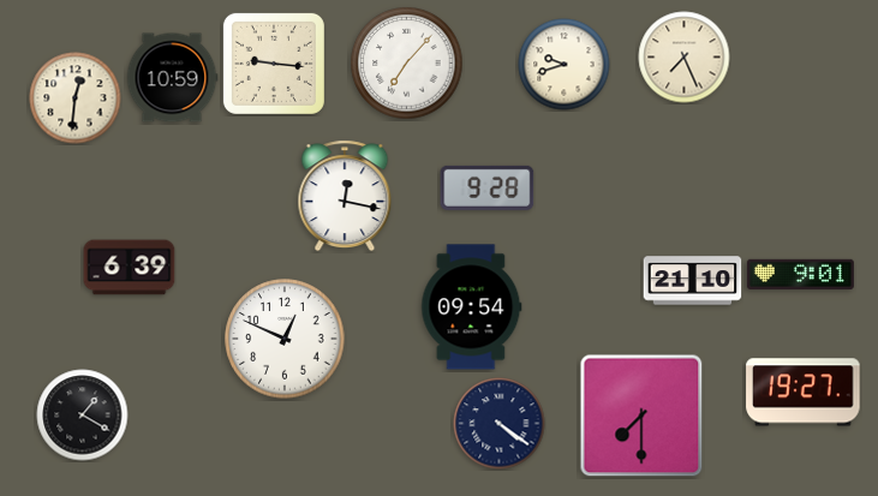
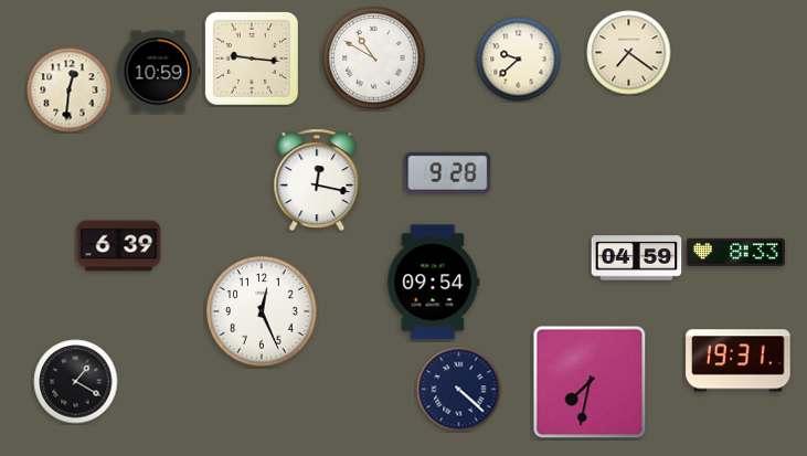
clock at (685, 58): 7:26 -> 7:21
clock at (407, 64): 7:07 -> 10:50
clock at (565, 65): 9:42 -> 9:38
clock at (800, 274): 9:01 -> 8:33
clock at (693, 281): 21:10 -> 04:59
clock at (285, 339): 12:49 -> 12:26
clock at (804, 393): 19:27 -> 19:31
clock at (641, 416): 7:30 -> 7:32
clock at (500, 424): 4:21 -> 4:22
